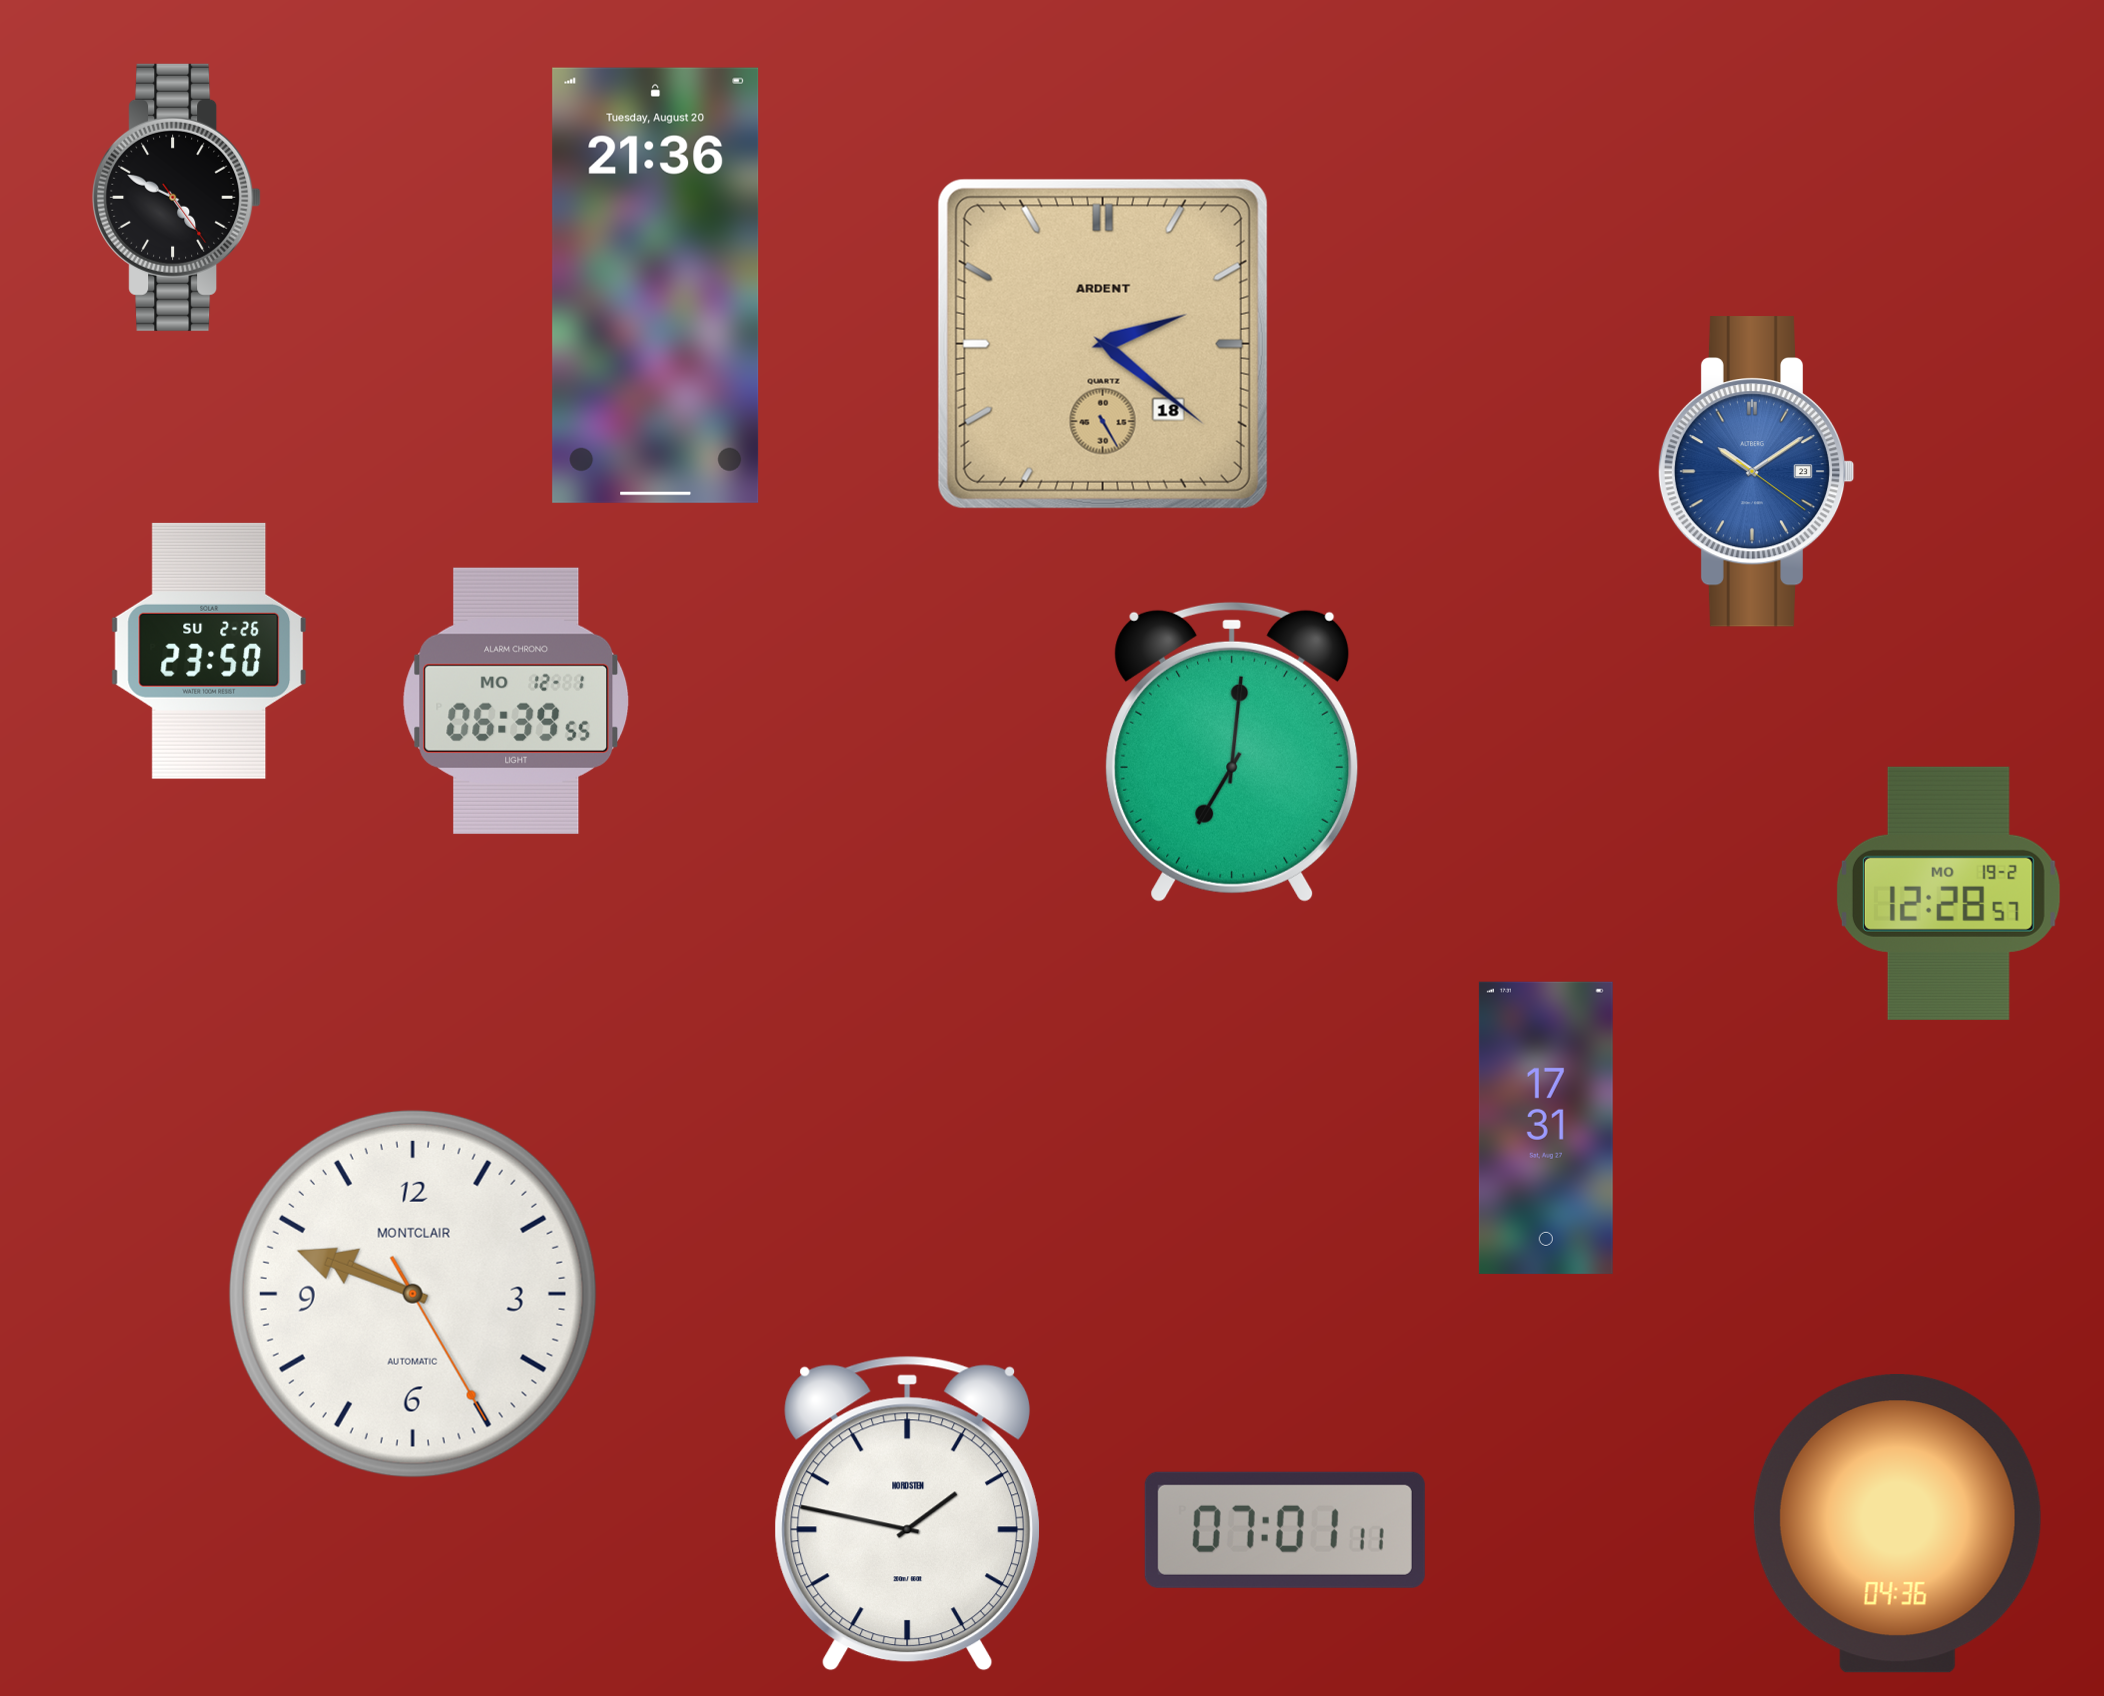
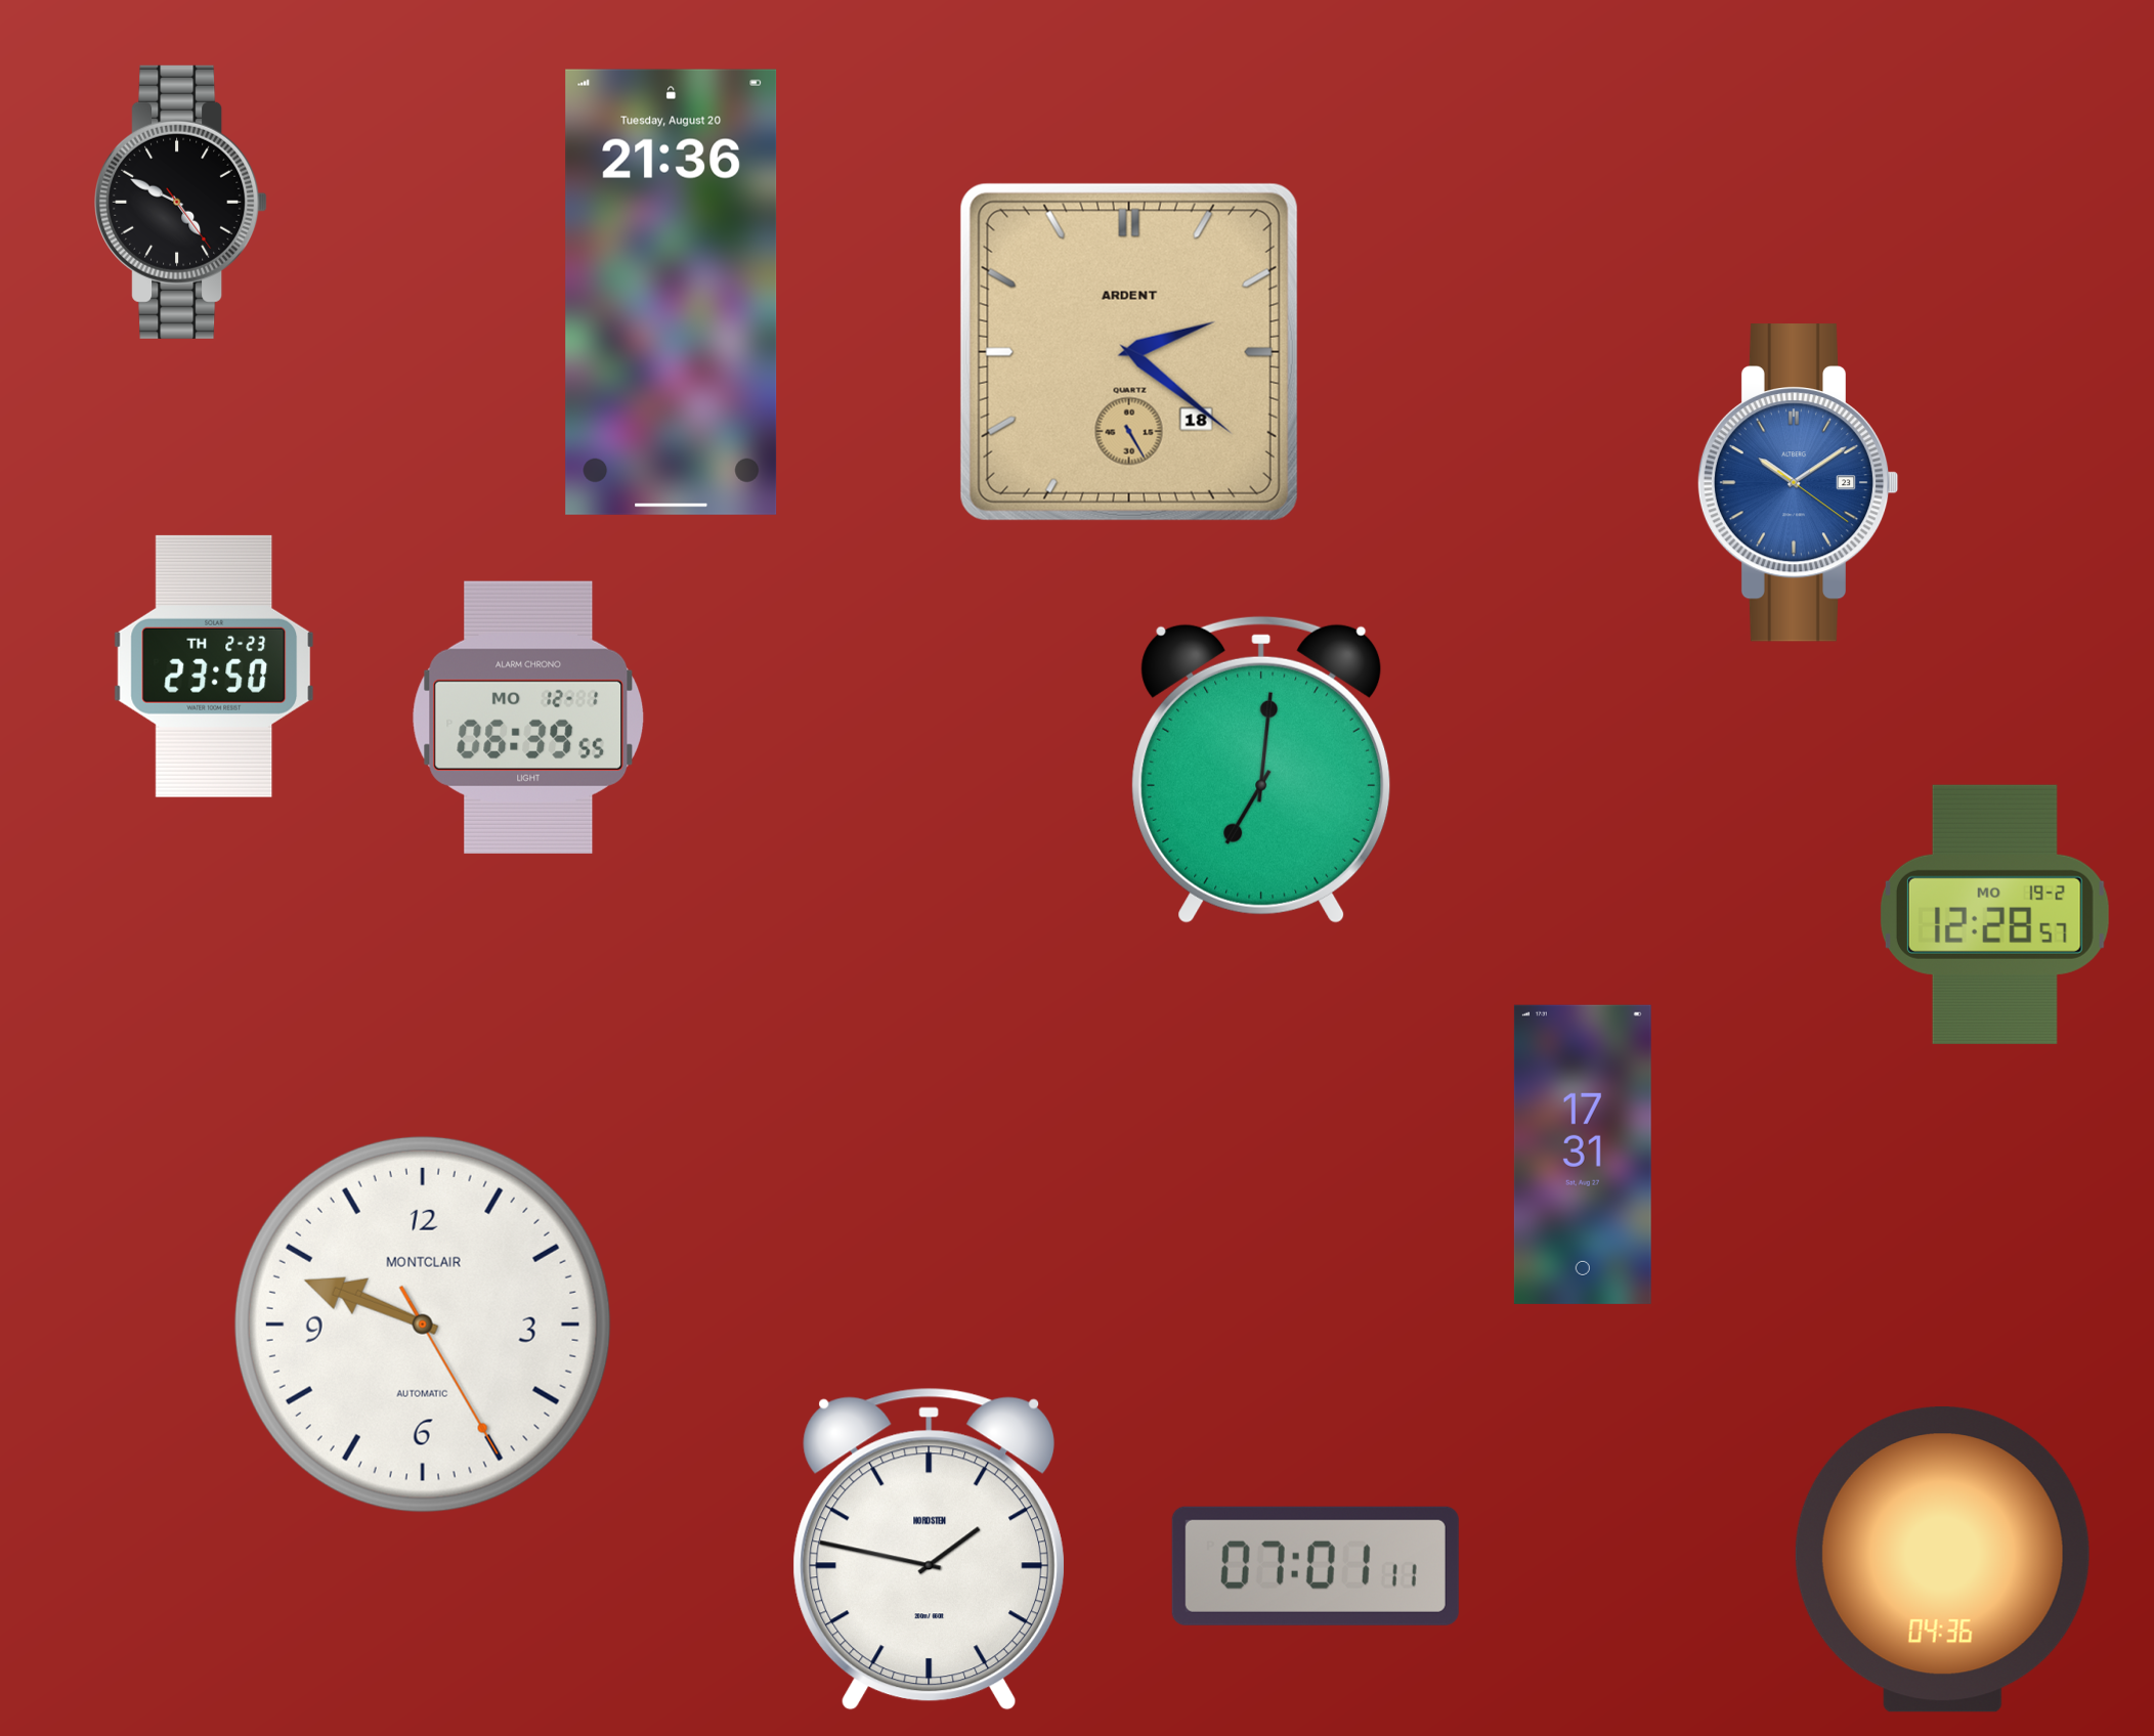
clock at (209, 651) date: SU 2-26 -> TH 2-23
